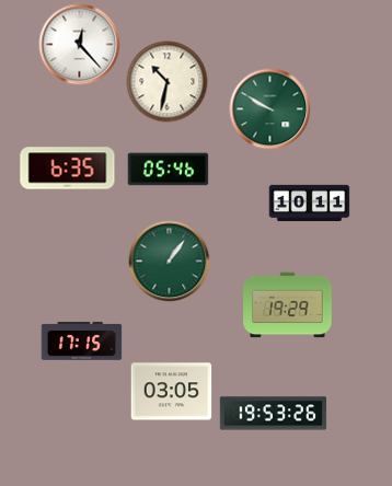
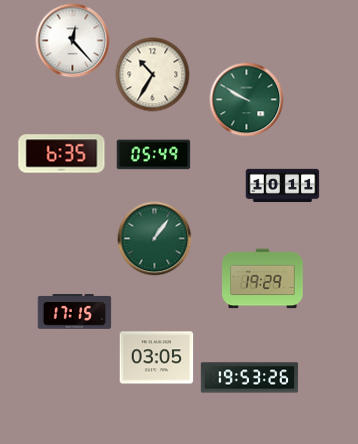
clock at (168, 82): 10:32 -> 10:35
clock at (169, 170): 05:46 -> 05:49
